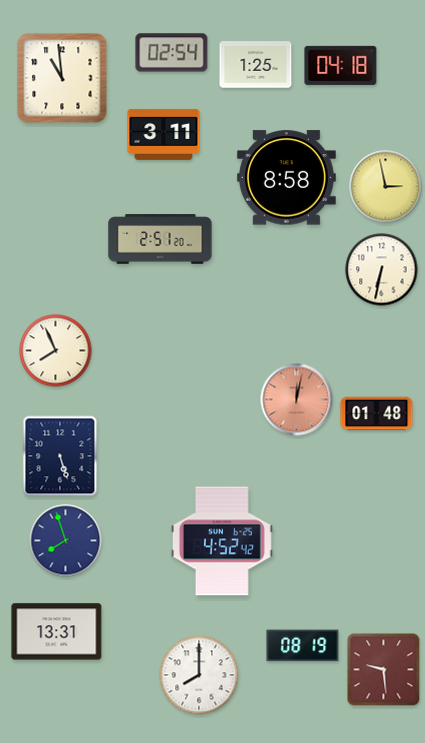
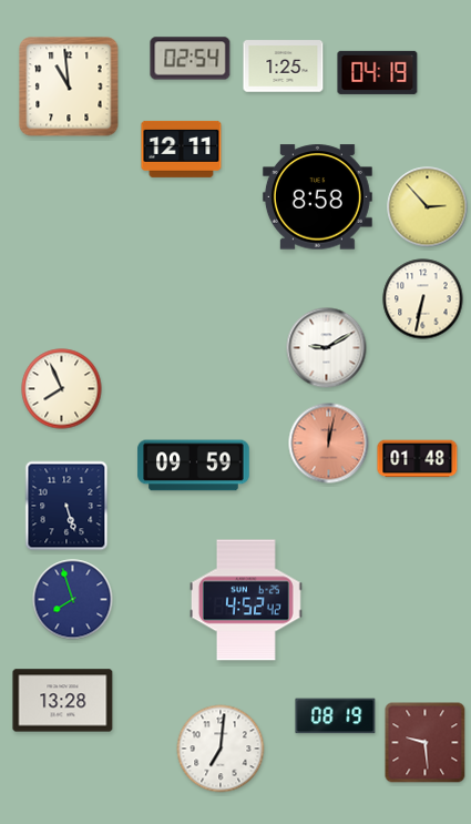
clock at (256, 65) position: (256, 65) -> (284, 67)
clock at (341, 65): 04:18 -> 04:19
clock at (164, 134): 3:11 -> 12:11
clock at (386, 187): 2:58 -> 2:53
clock at (160, 239): 2:51 -> none
clock at (327, 348): none -> 9:10
clock at (194, 466): none -> 09:59
clock at (57, 632): 13:31 -> 13:28
clock at (199, 675): 8:00 -> 7:01
